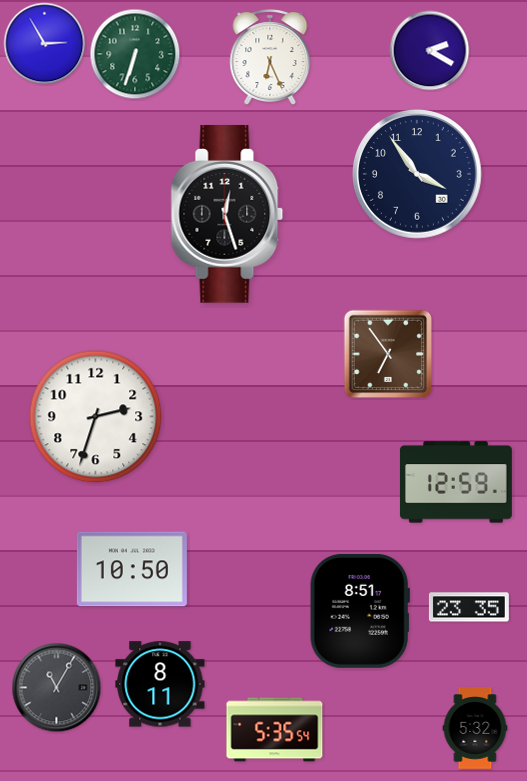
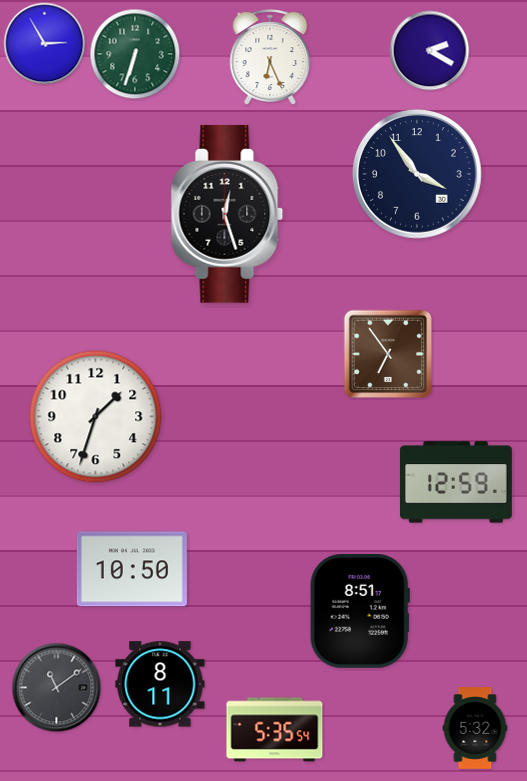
clock at (96, 417): 2:33 -> 1:33
clock at (469, 607): 23:35 -> none
clock at (57, 688): 11:05 -> 11:09
